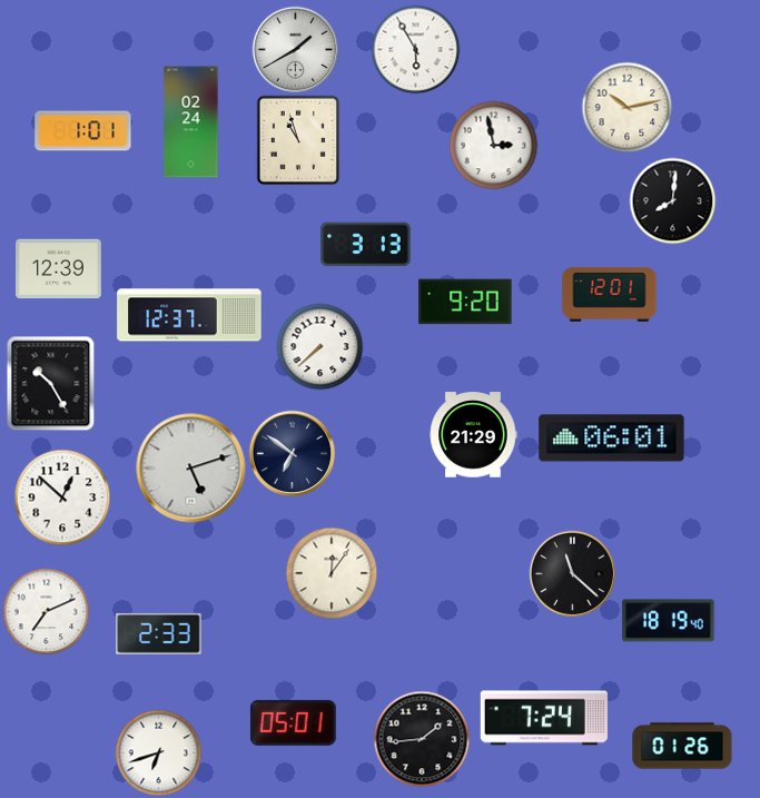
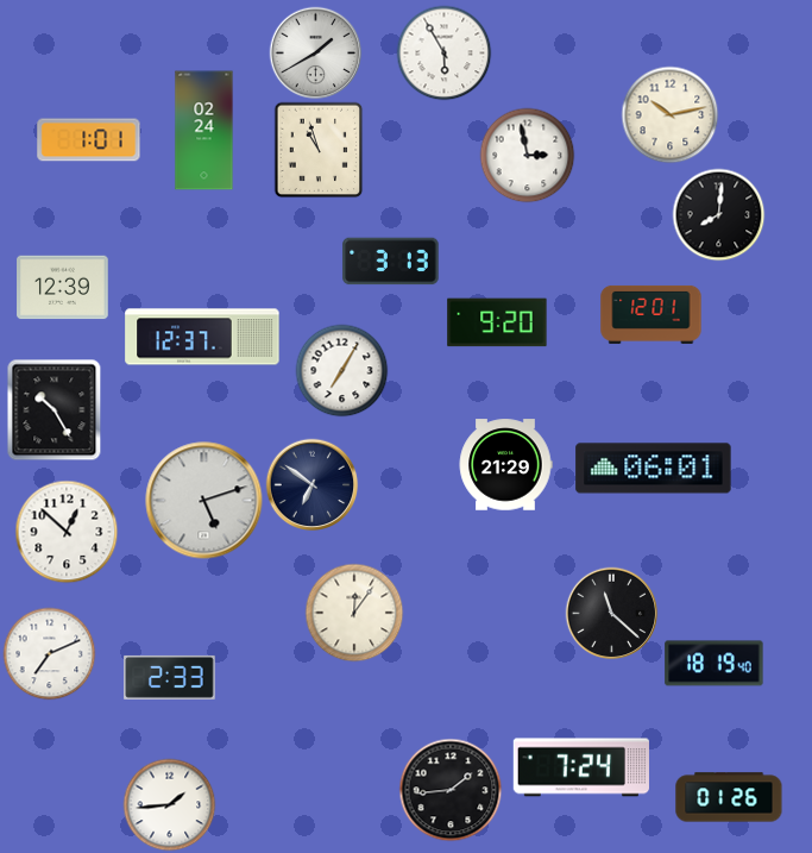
clock at (319, 346): 7:38 -> 7:05
clock at (293, 722): 05:01 -> none
clock at (158, 752): 6:42 -> 1:44
